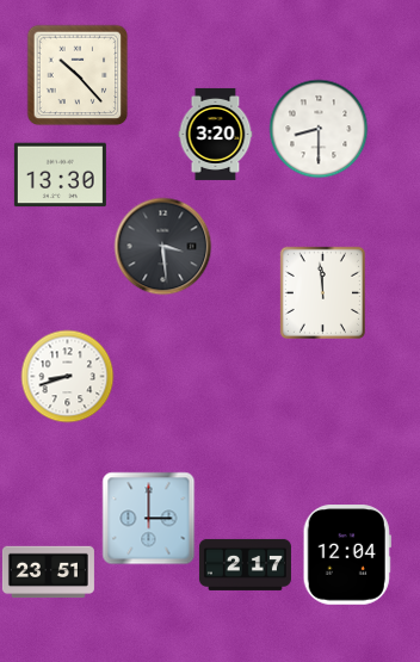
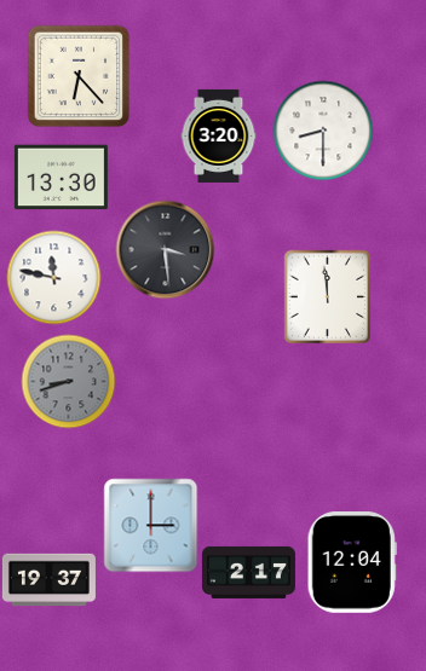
clock at (78, 75): 10:23 -> 6:23
clock at (53, 277): none -> 11:47
clock at (67, 376) dial: white -> grey
clock at (48, 573): 23:51 -> 19:37
